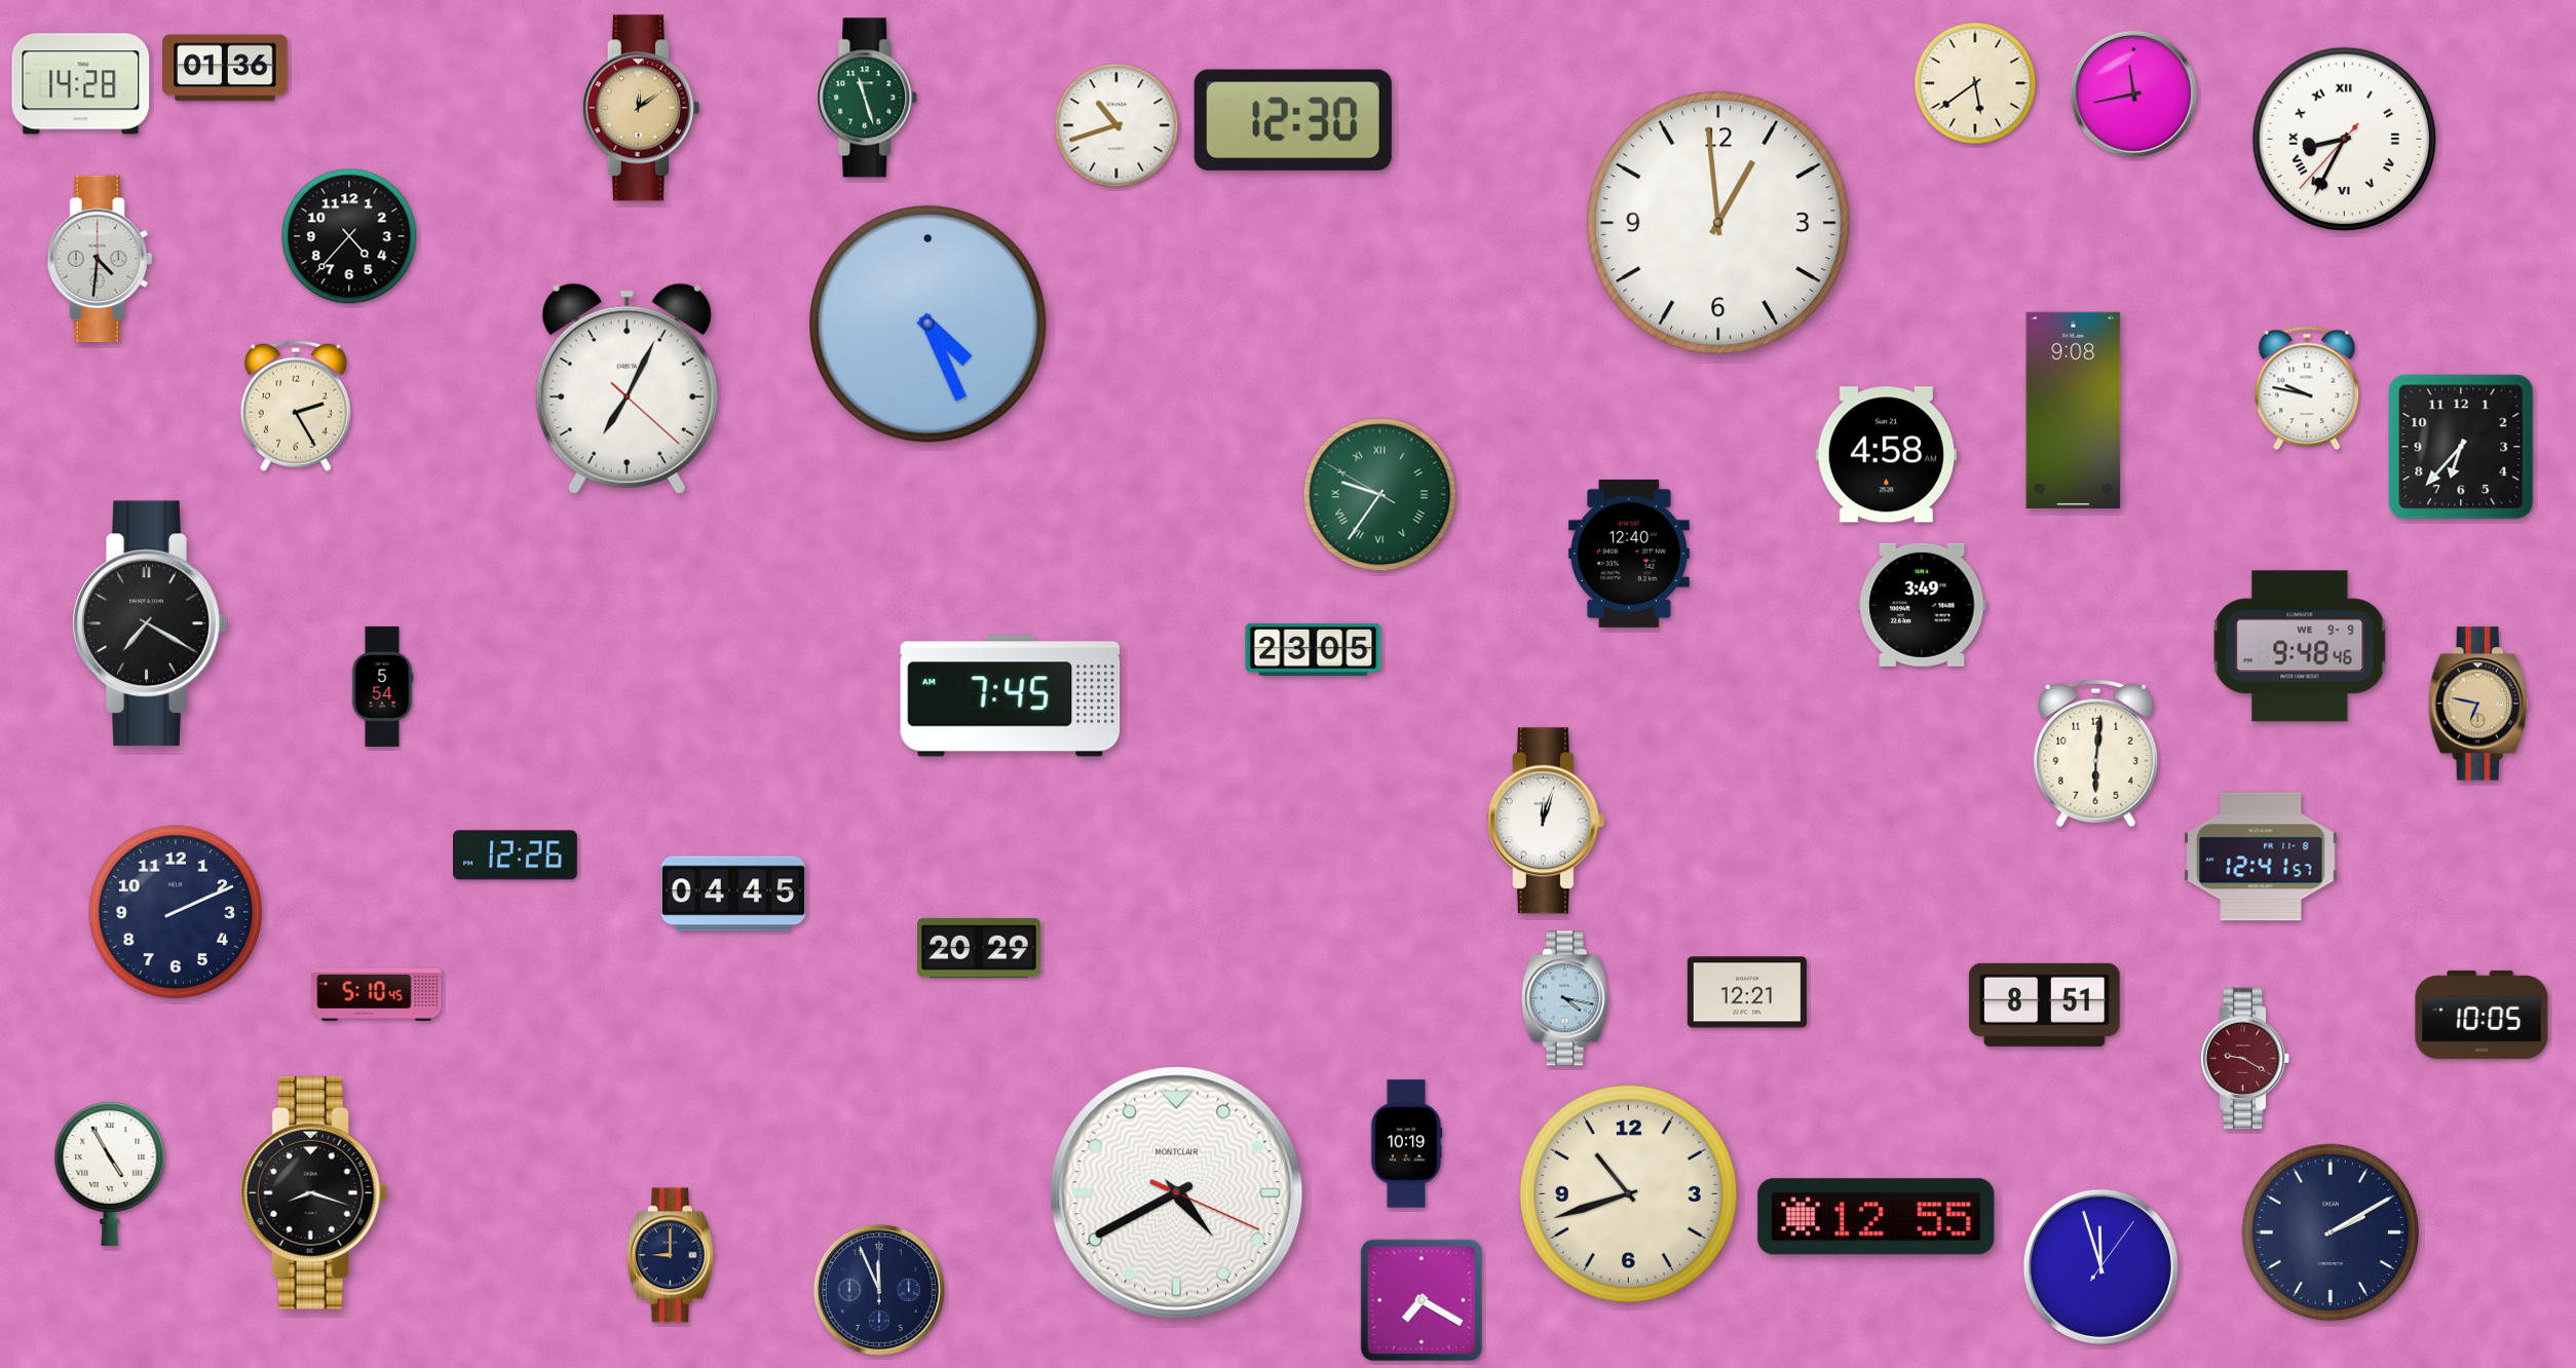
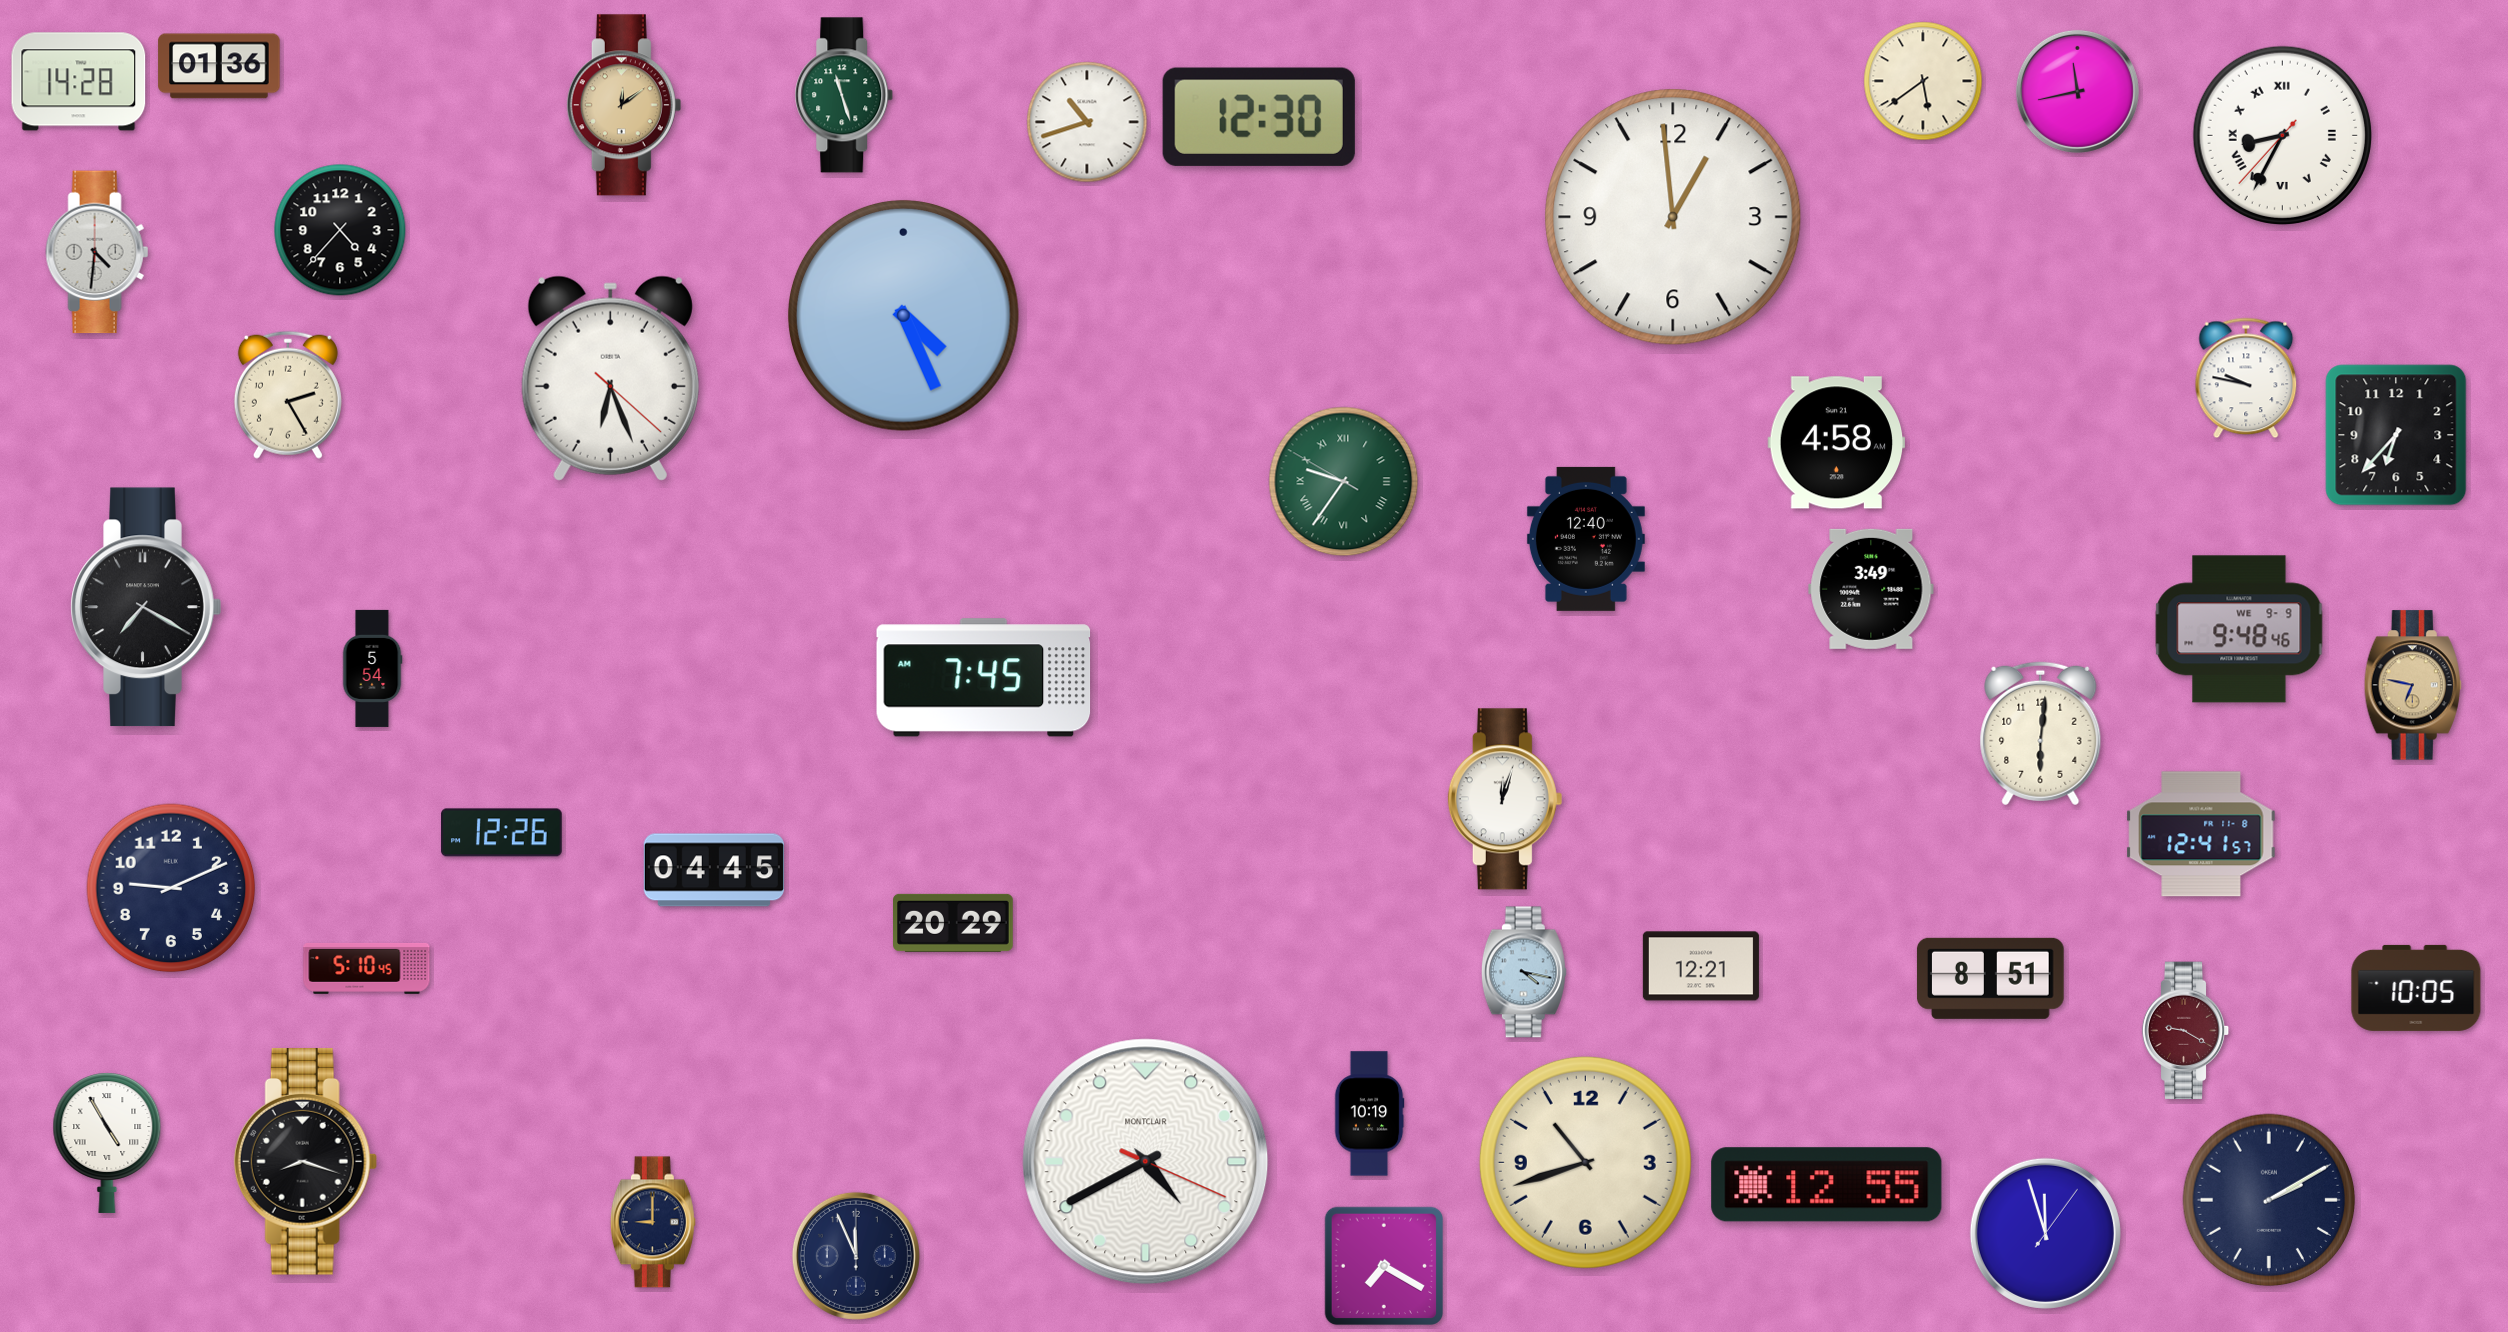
clock at (627, 388): 7:04 -> 6:26
clock at (2074, 410): 9:08 -> none
clock at (1314, 649): 23:05 -> none
clock at (176, 912): 2:11 -> 9:11
